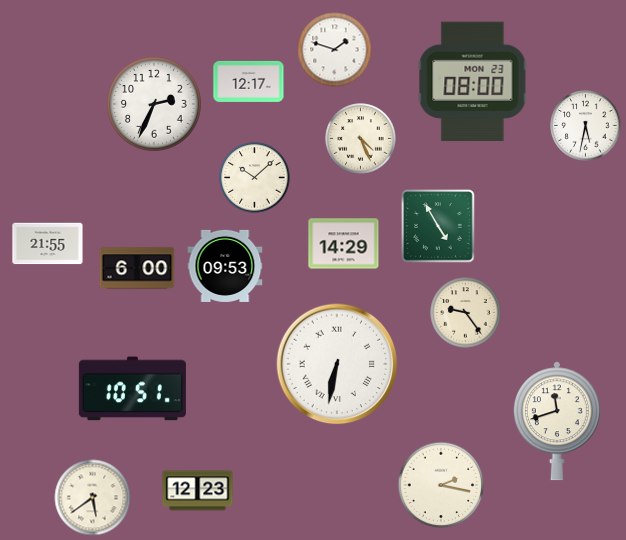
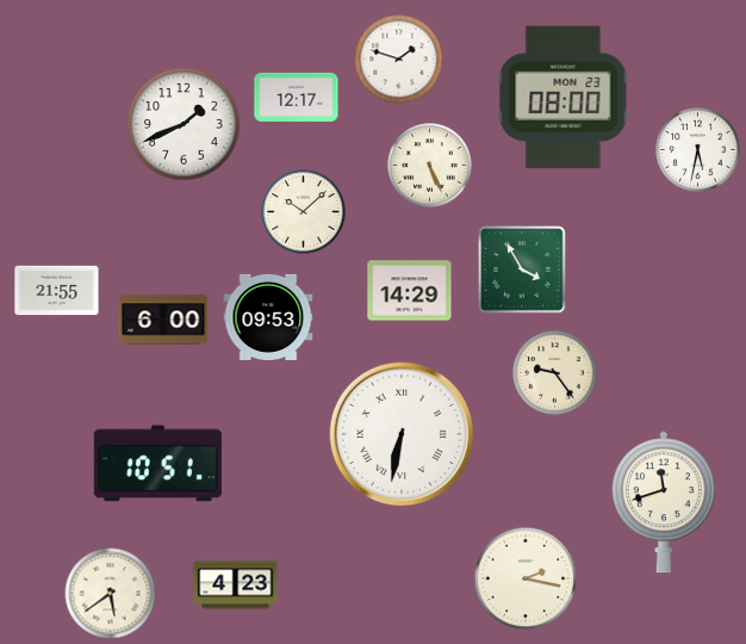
clock at (154, 104): 2:34 -> 1:41
clock at (361, 139): 4:26 -> 5:26
clock at (438, 226): 4:55 -> 3:55
clock at (198, 491): 12:23 -> 4:23
